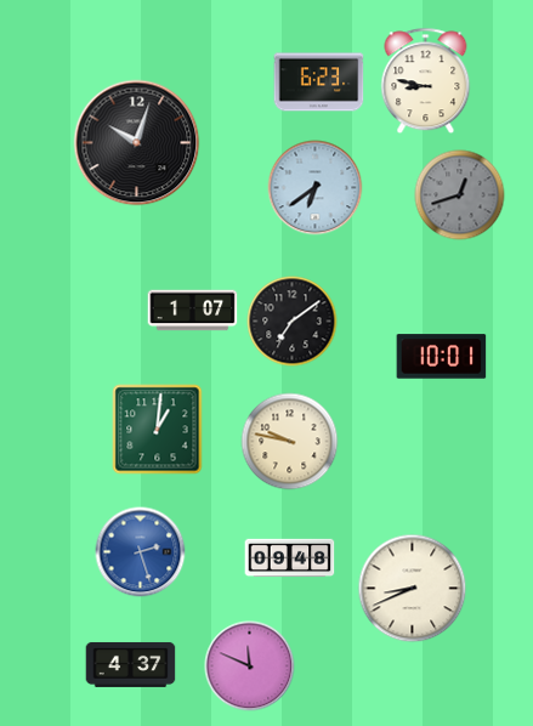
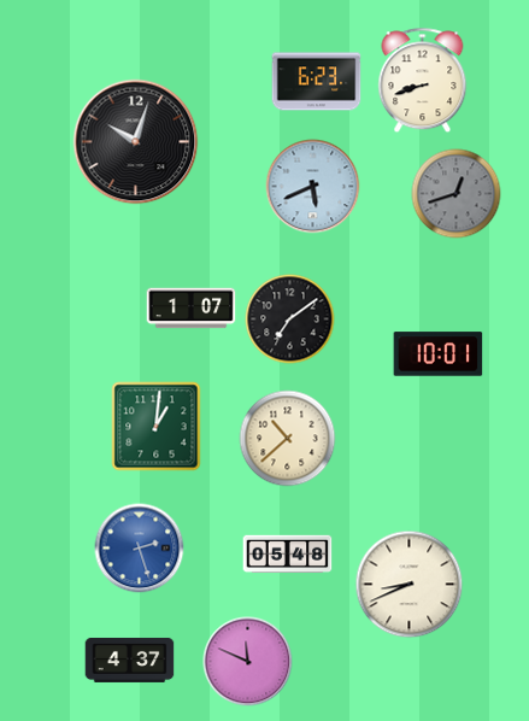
clock at (426, 81): 8:47 -> 8:42
clock at (316, 188): 6:39 -> 5:41
clock at (290, 442): 9:47 -> 10:38
clock at (290, 558): 09:48 -> 05:48
